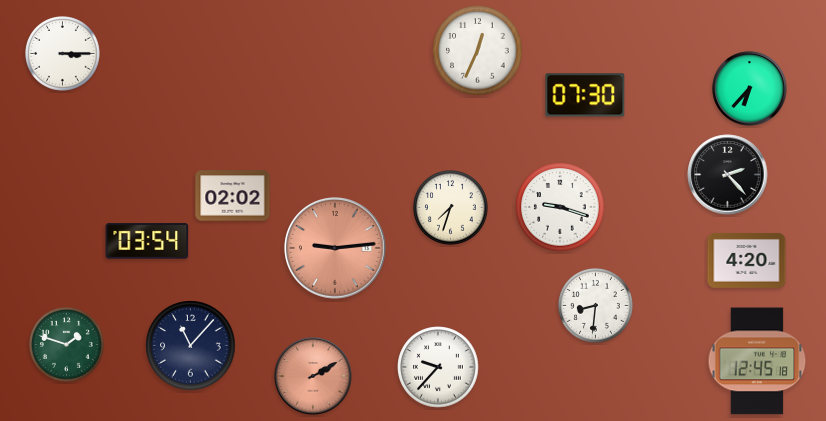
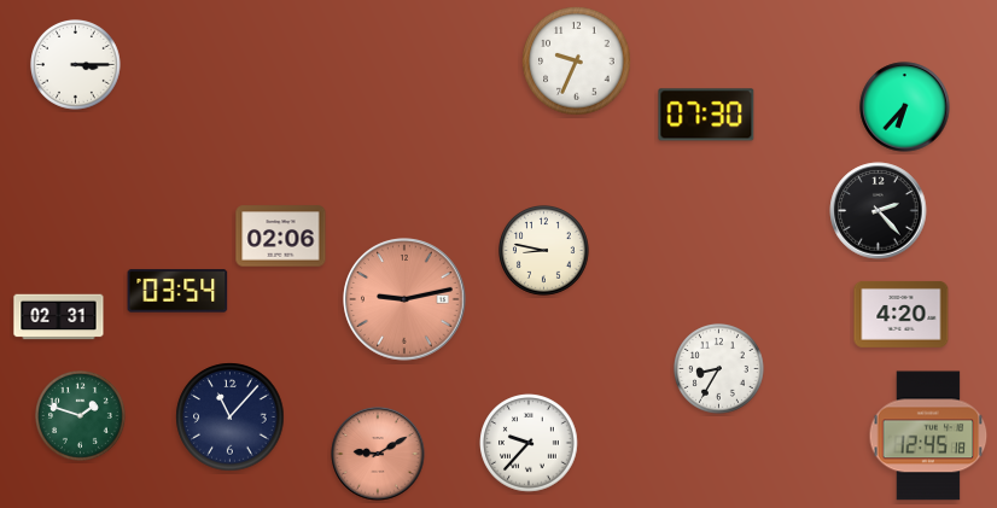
clock at (478, 51): 12:34 -> 9:34
clock at (233, 196): 02:02 -> 02:06
clock at (560, 207): 9:18 -> none
clock at (451, 208): 7:33 -> 8:47
clock at (335, 248): 9:14 -> 9:13
clock at (59, 317): none -> 02:31
clock at (596, 306): 8:31 -> 8:35
clock at (757, 361) position: (757, 361) -> (928, 436)
clock at (313, 376): 2:10 -> 9:10
